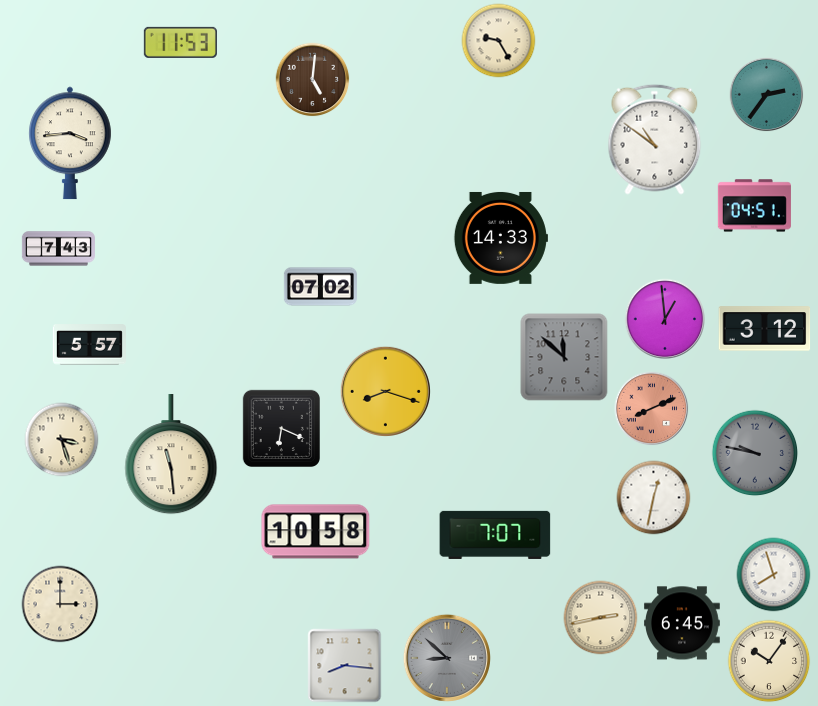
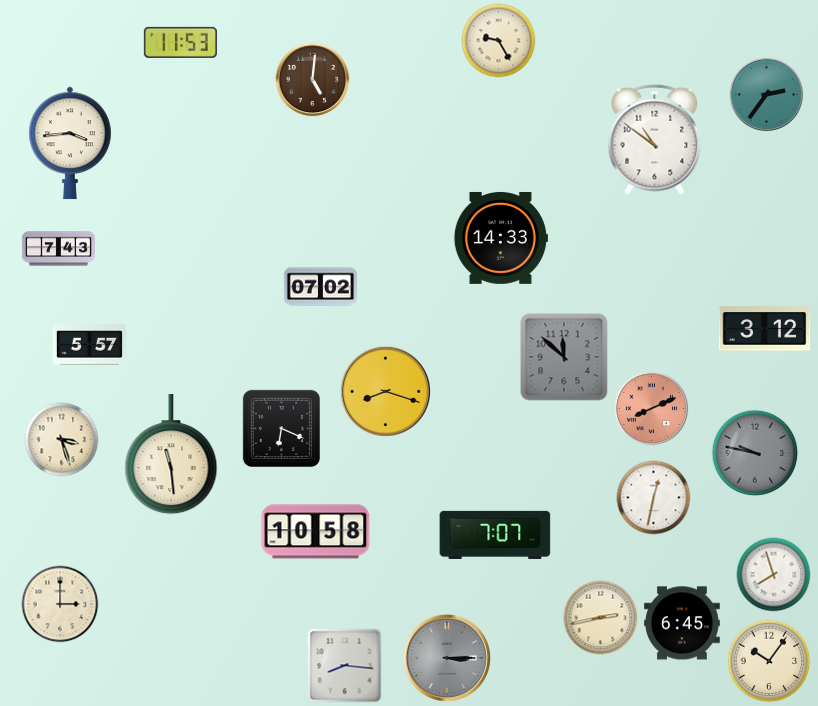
clock at (754, 206): 04:51 -> none
clock at (665, 319): 12:59 -> none
clock at (447, 658): 8:52 -> 3:15
